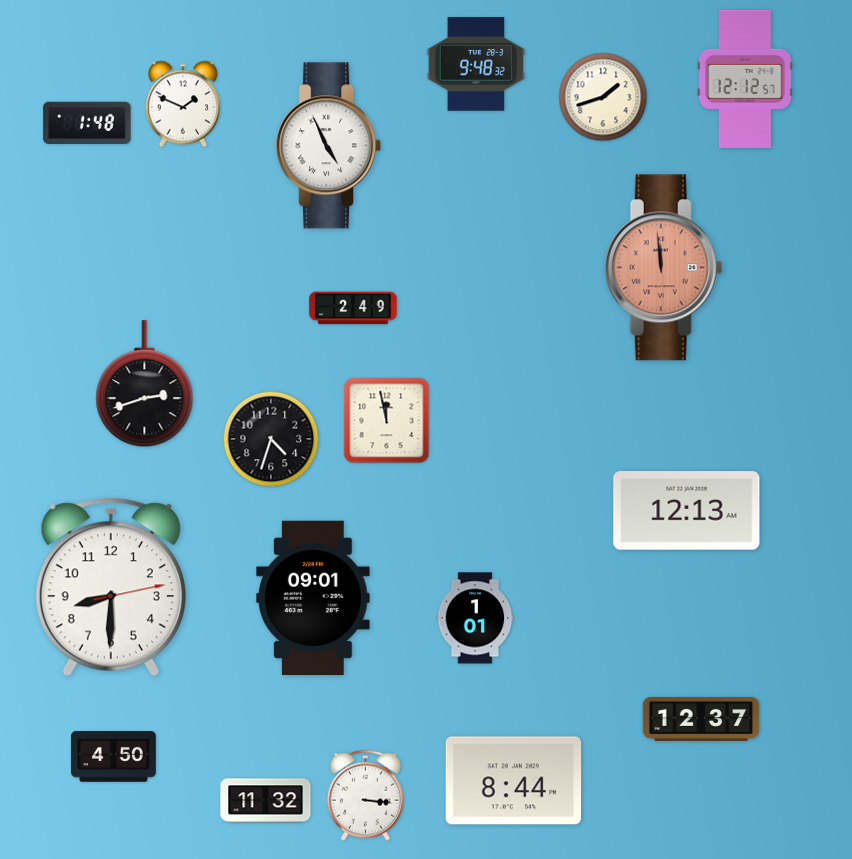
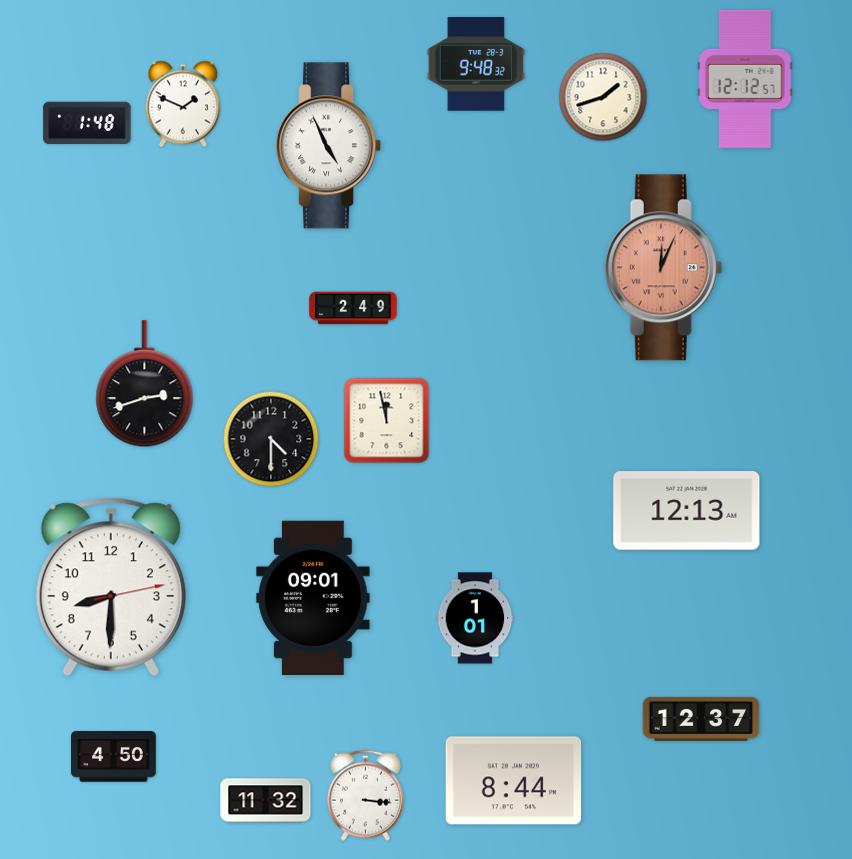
clock at (664, 268): 11:59 -> 12:04
clock at (271, 439): 4:33 -> 4:30
